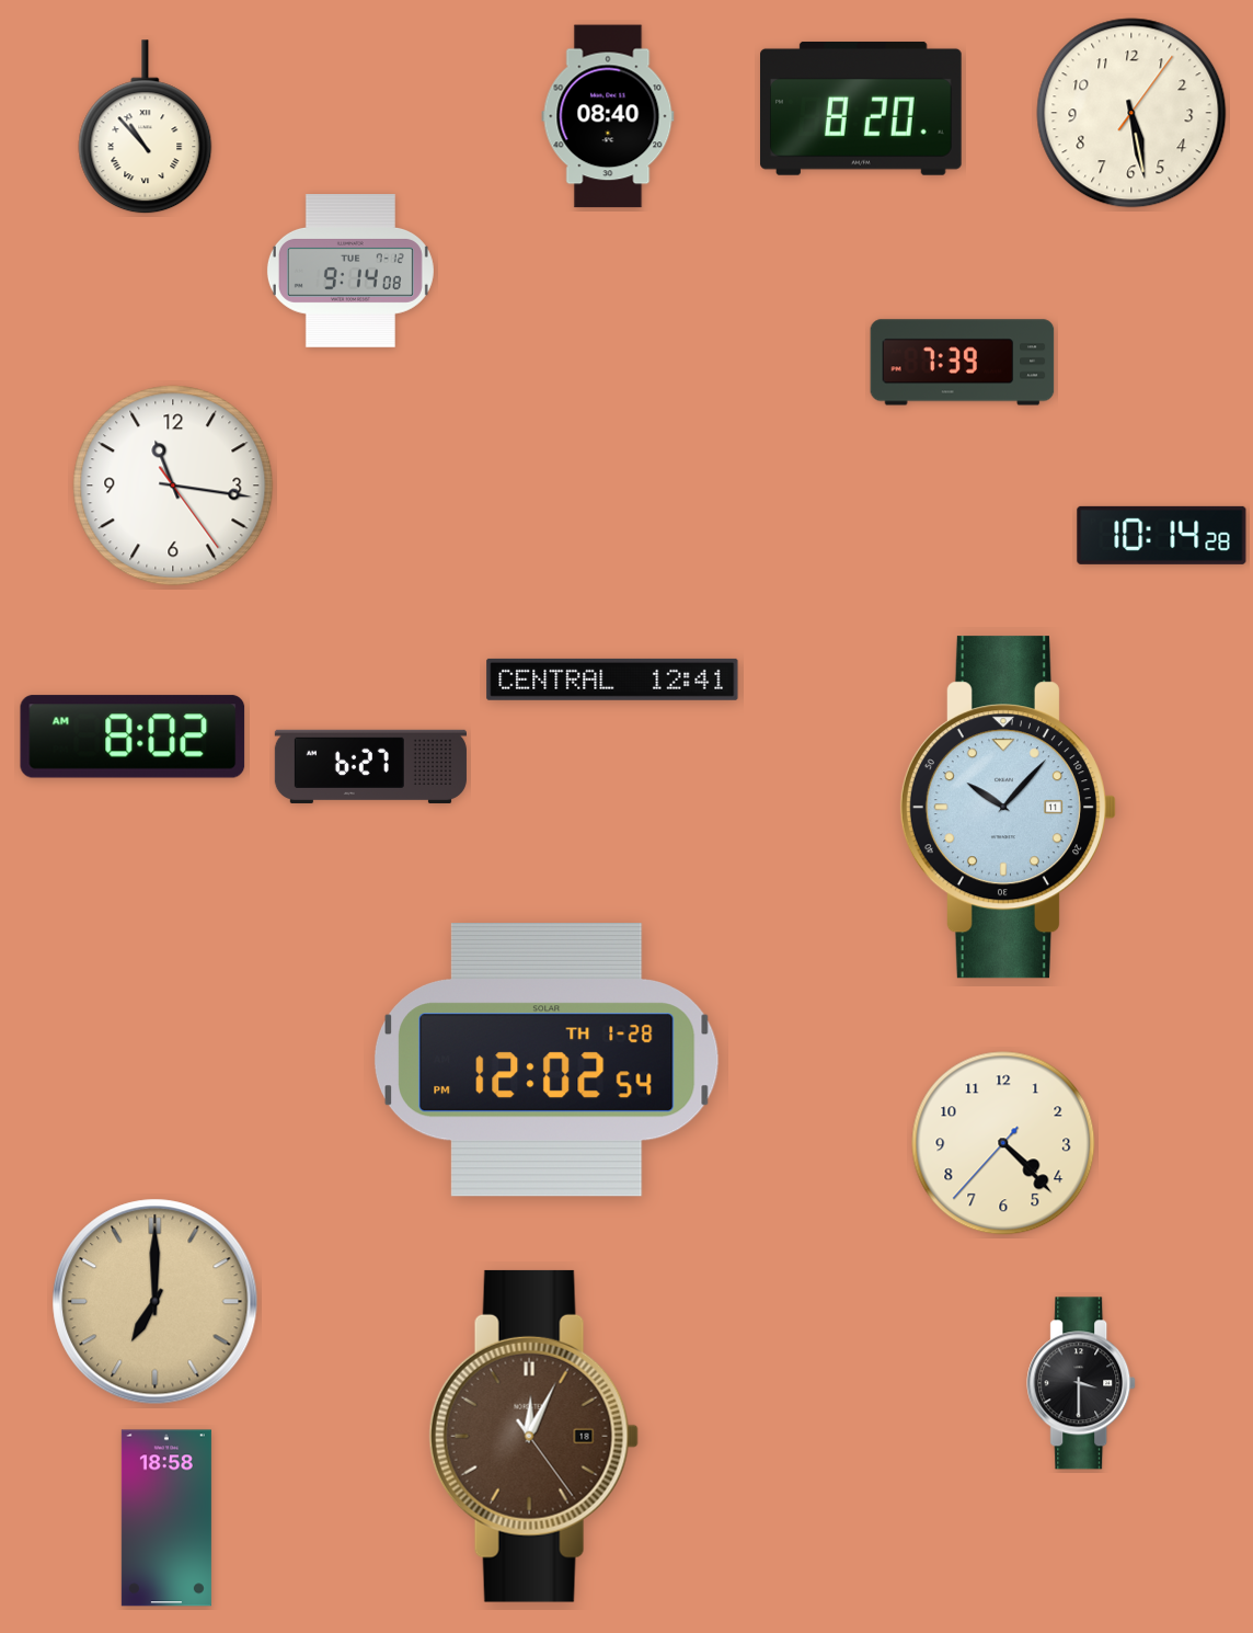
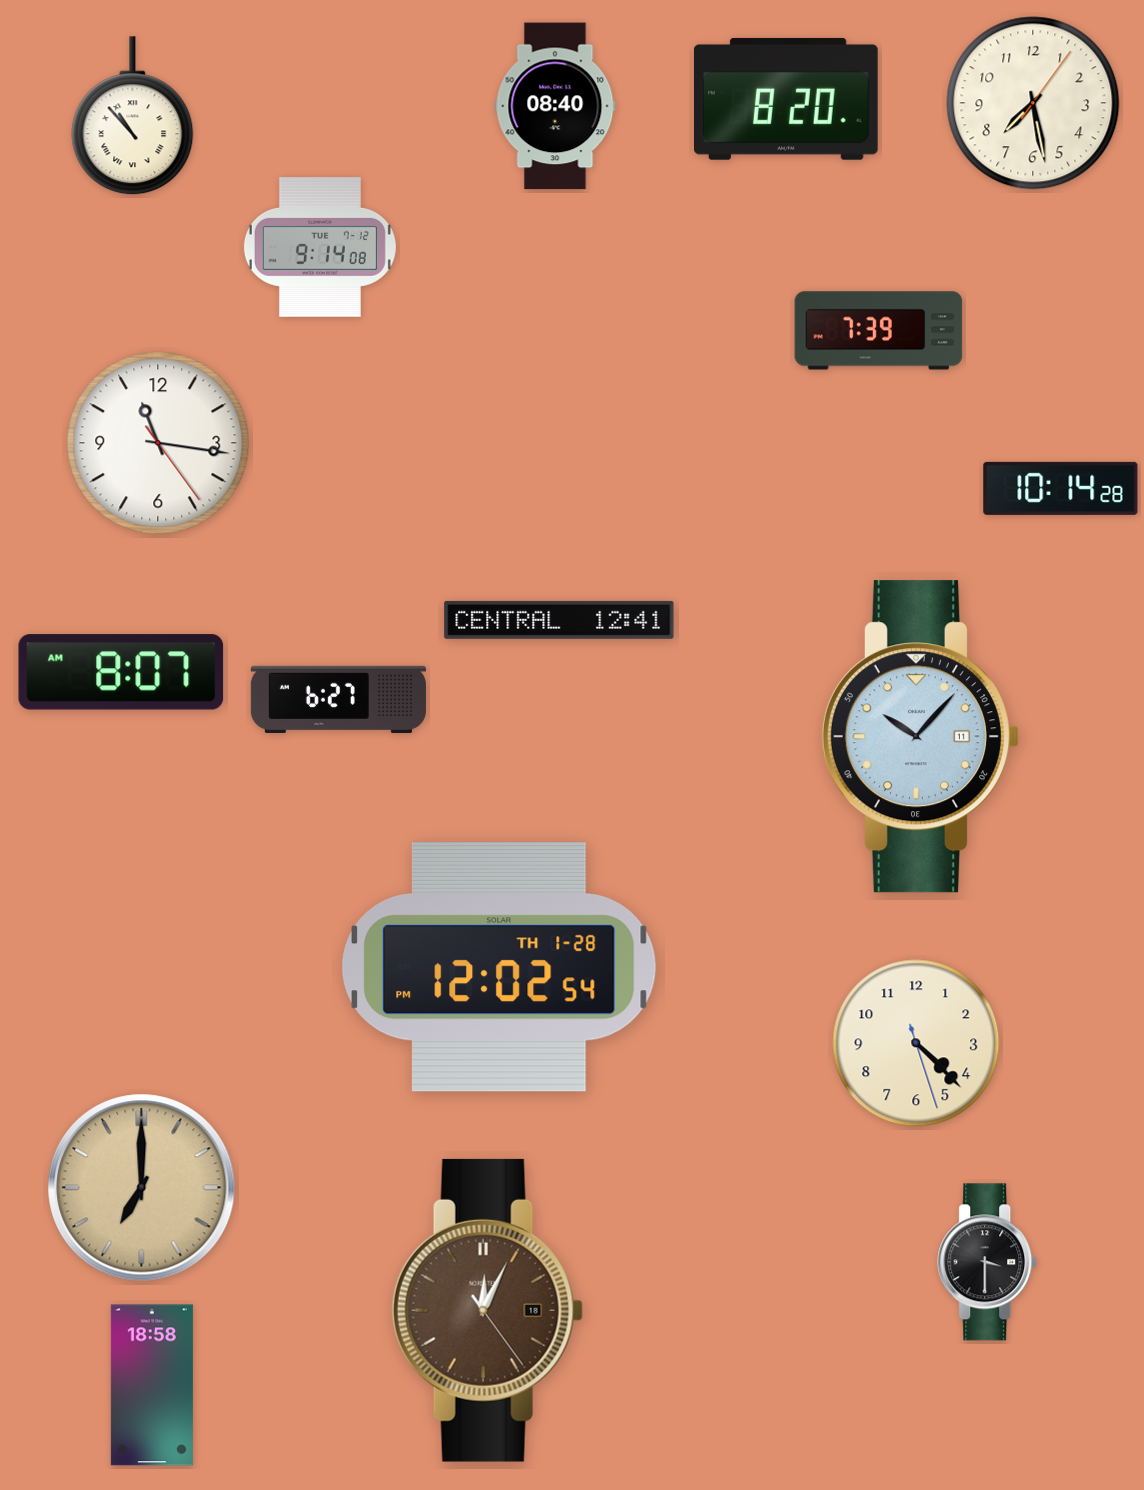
clock at (1131, 113): 5:28 -> 7:28
clock at (133, 736): 8:02 -> 8:07
clock at (1003, 1143): 4:22:37 -> 4:22:27
